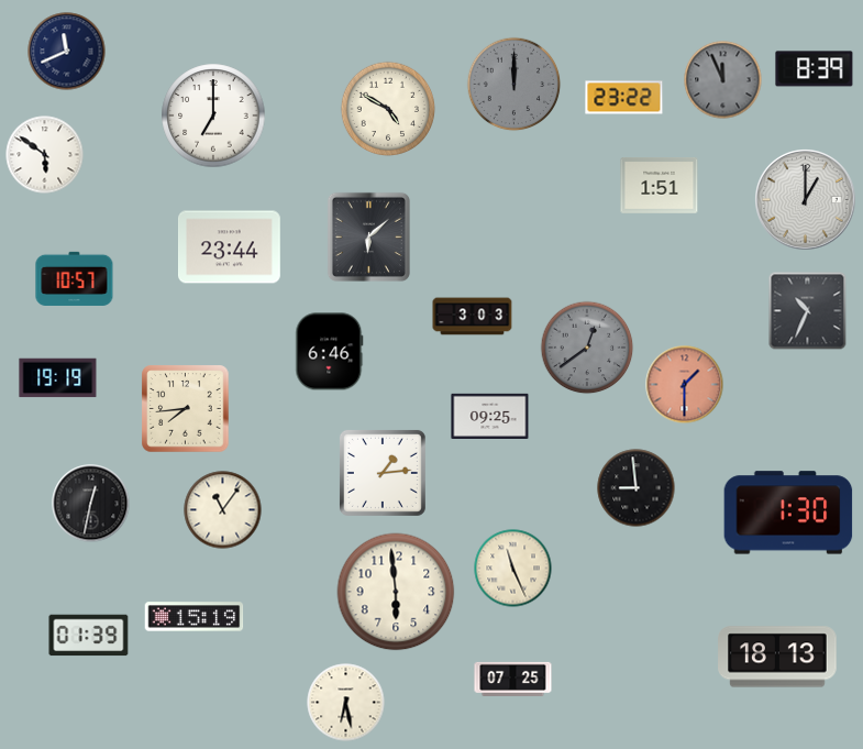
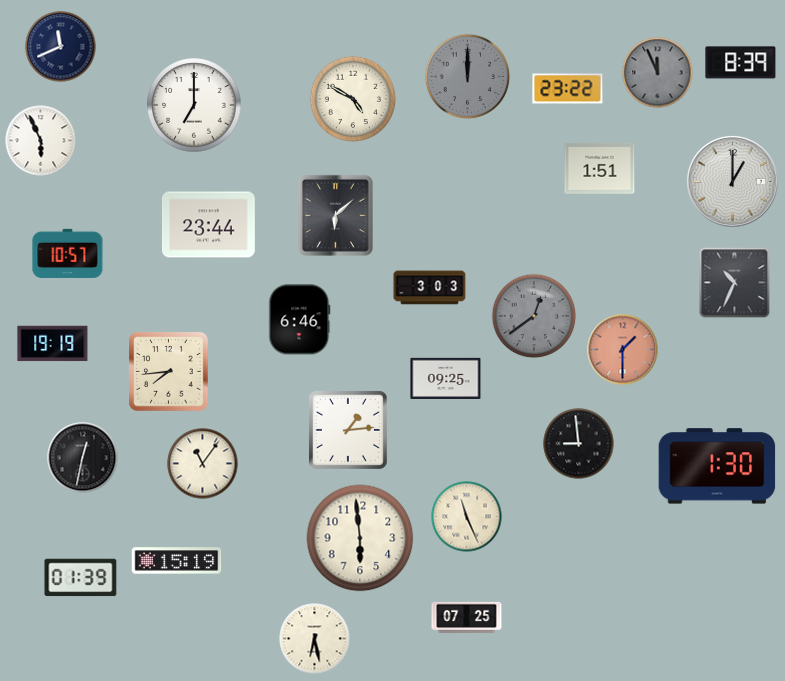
clock at (45, 155): 5:51 -> 5:56
clock at (777, 657): 18:13 -> none
